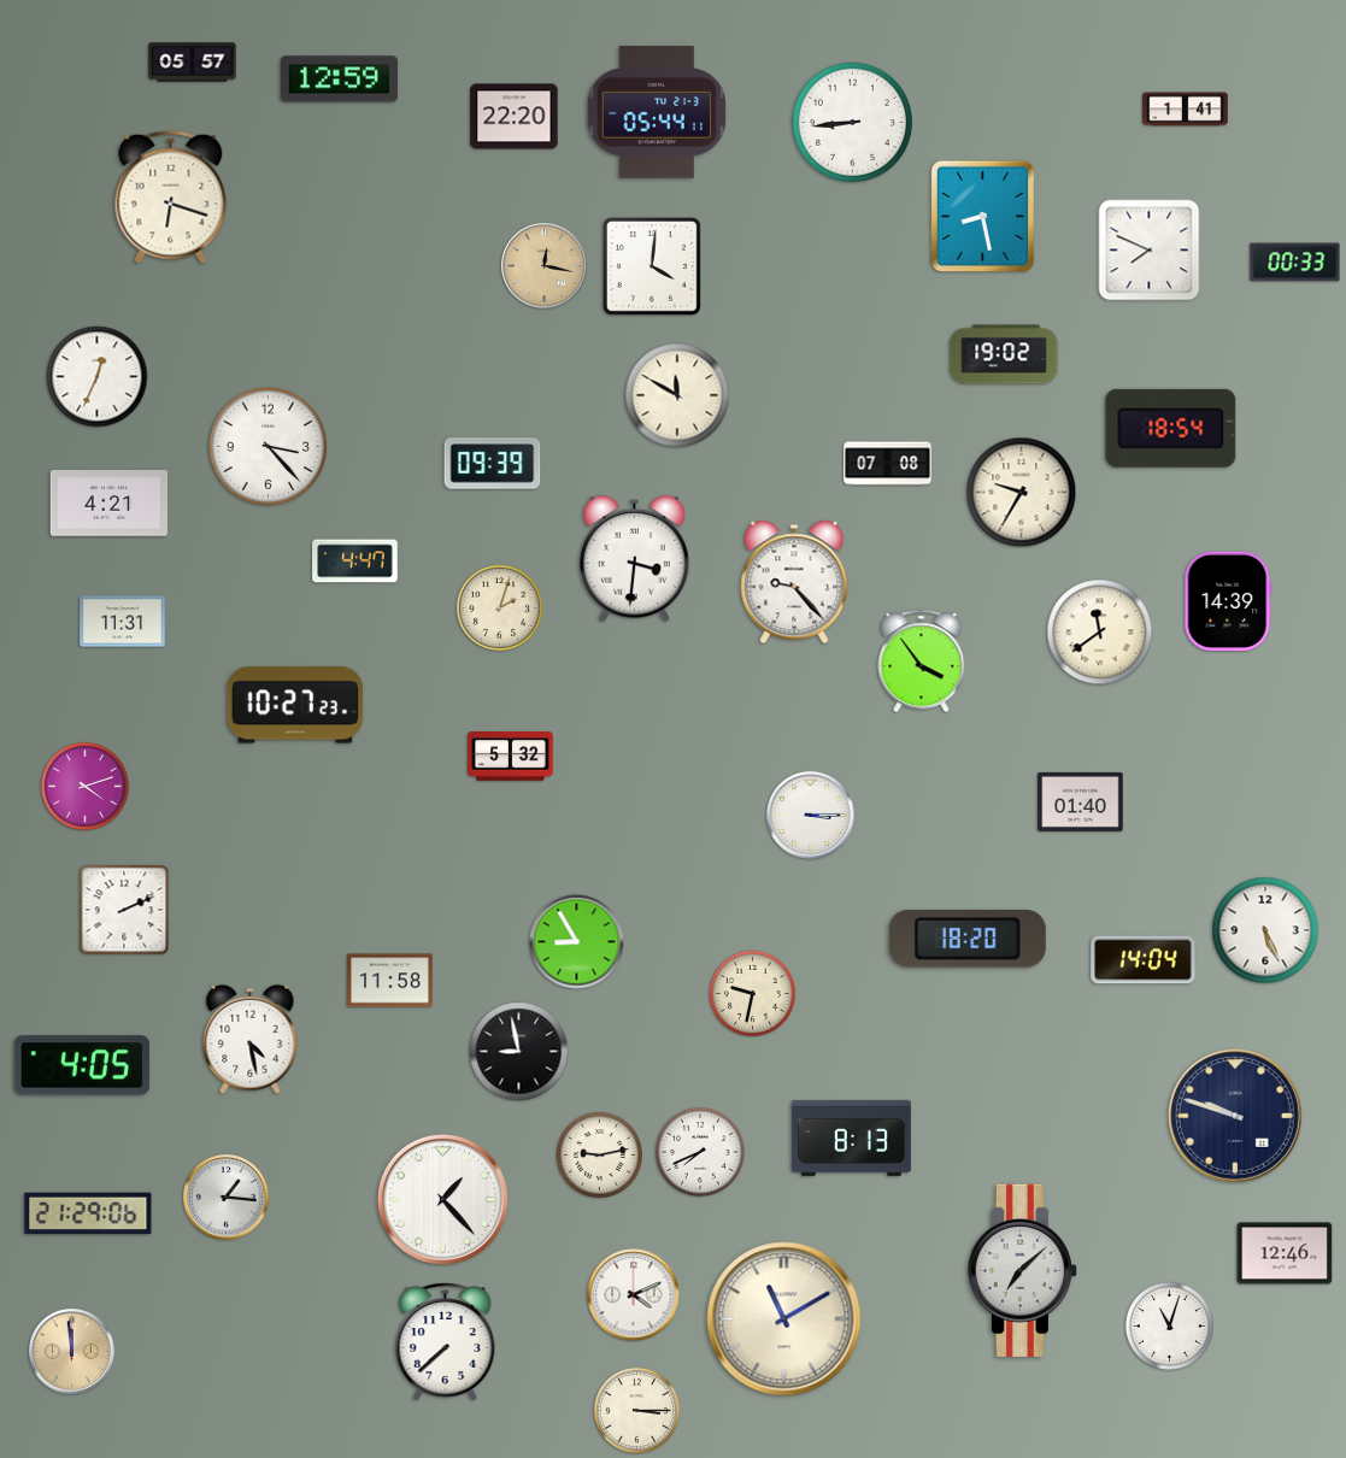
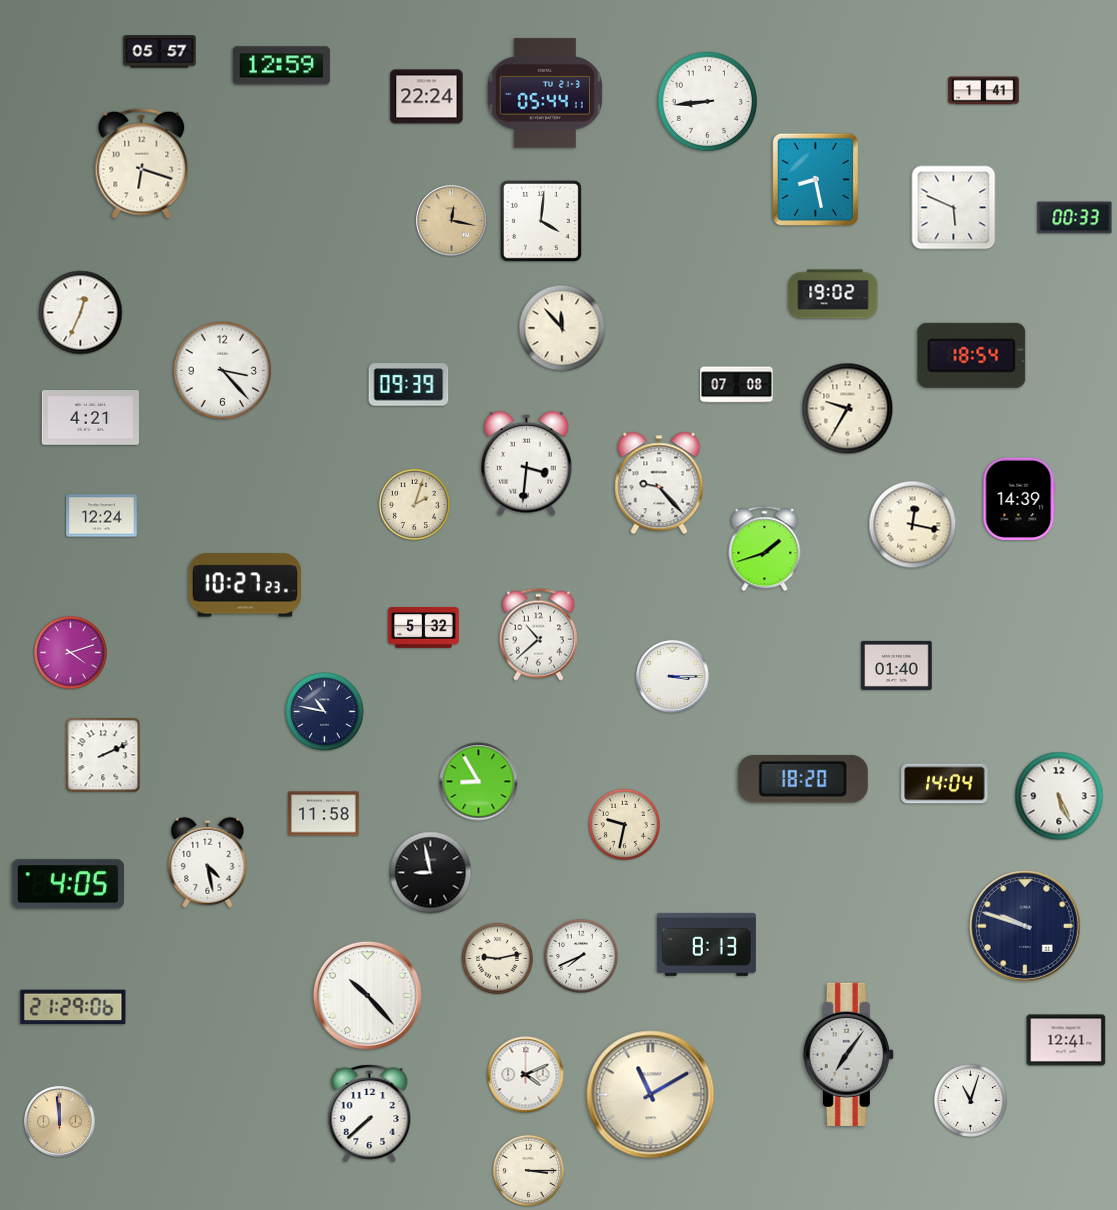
clock at (515, 117): 22:20 -> 22:24
clock at (1150, 251): 7:49 -> 5:49
clock at (677, 395): 11:50 -> 11:53
clock at (355, 562): 4:47 -> none
clock at (123, 622): 11:31 -> 12:24
clock at (1100, 633): 11:39 -> 12:17
clock at (922, 662): 3:54 -> 1:42
clock at (538, 634): none -> 10:38
clock at (325, 712): none -> 10:47
clock at (1265, 930) position: (1265, 930) -> (1059, 796)
clock at (1144, 960) position: (1144, 960) -> (945, 784)
clock at (227, 1198): 1:16 -> none
clock at (442, 1199): 1:23 -> 10:23
clock at (1285, 1253): 12:46 -> 12:41
clock at (1022, 1270): 7:08 -> 7:06
